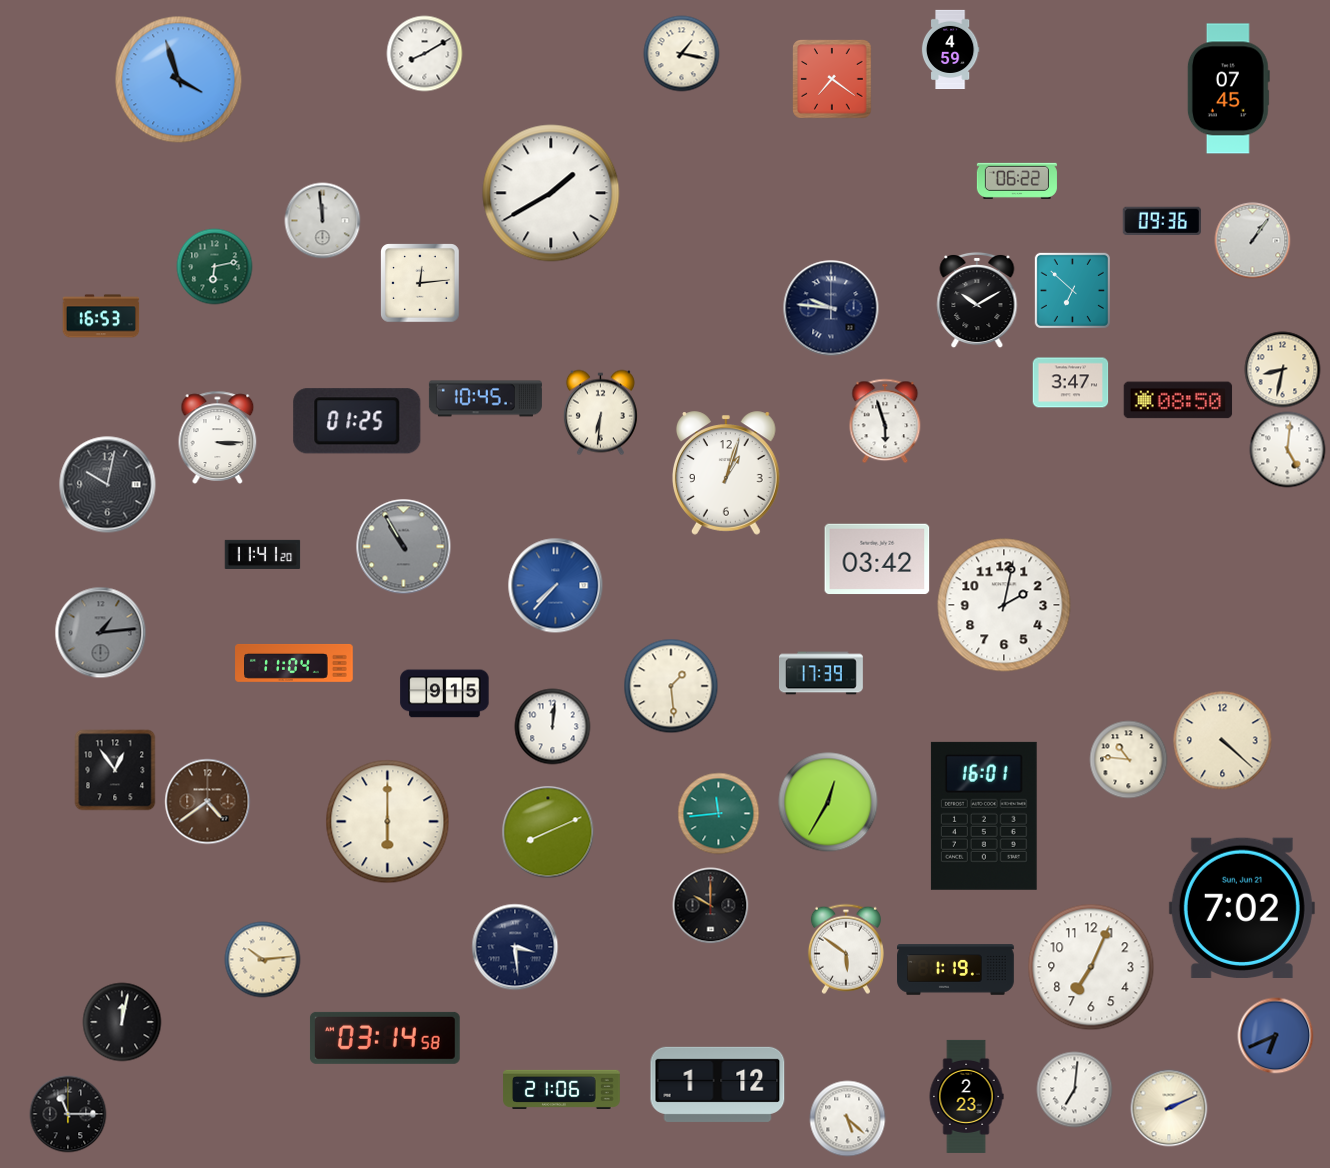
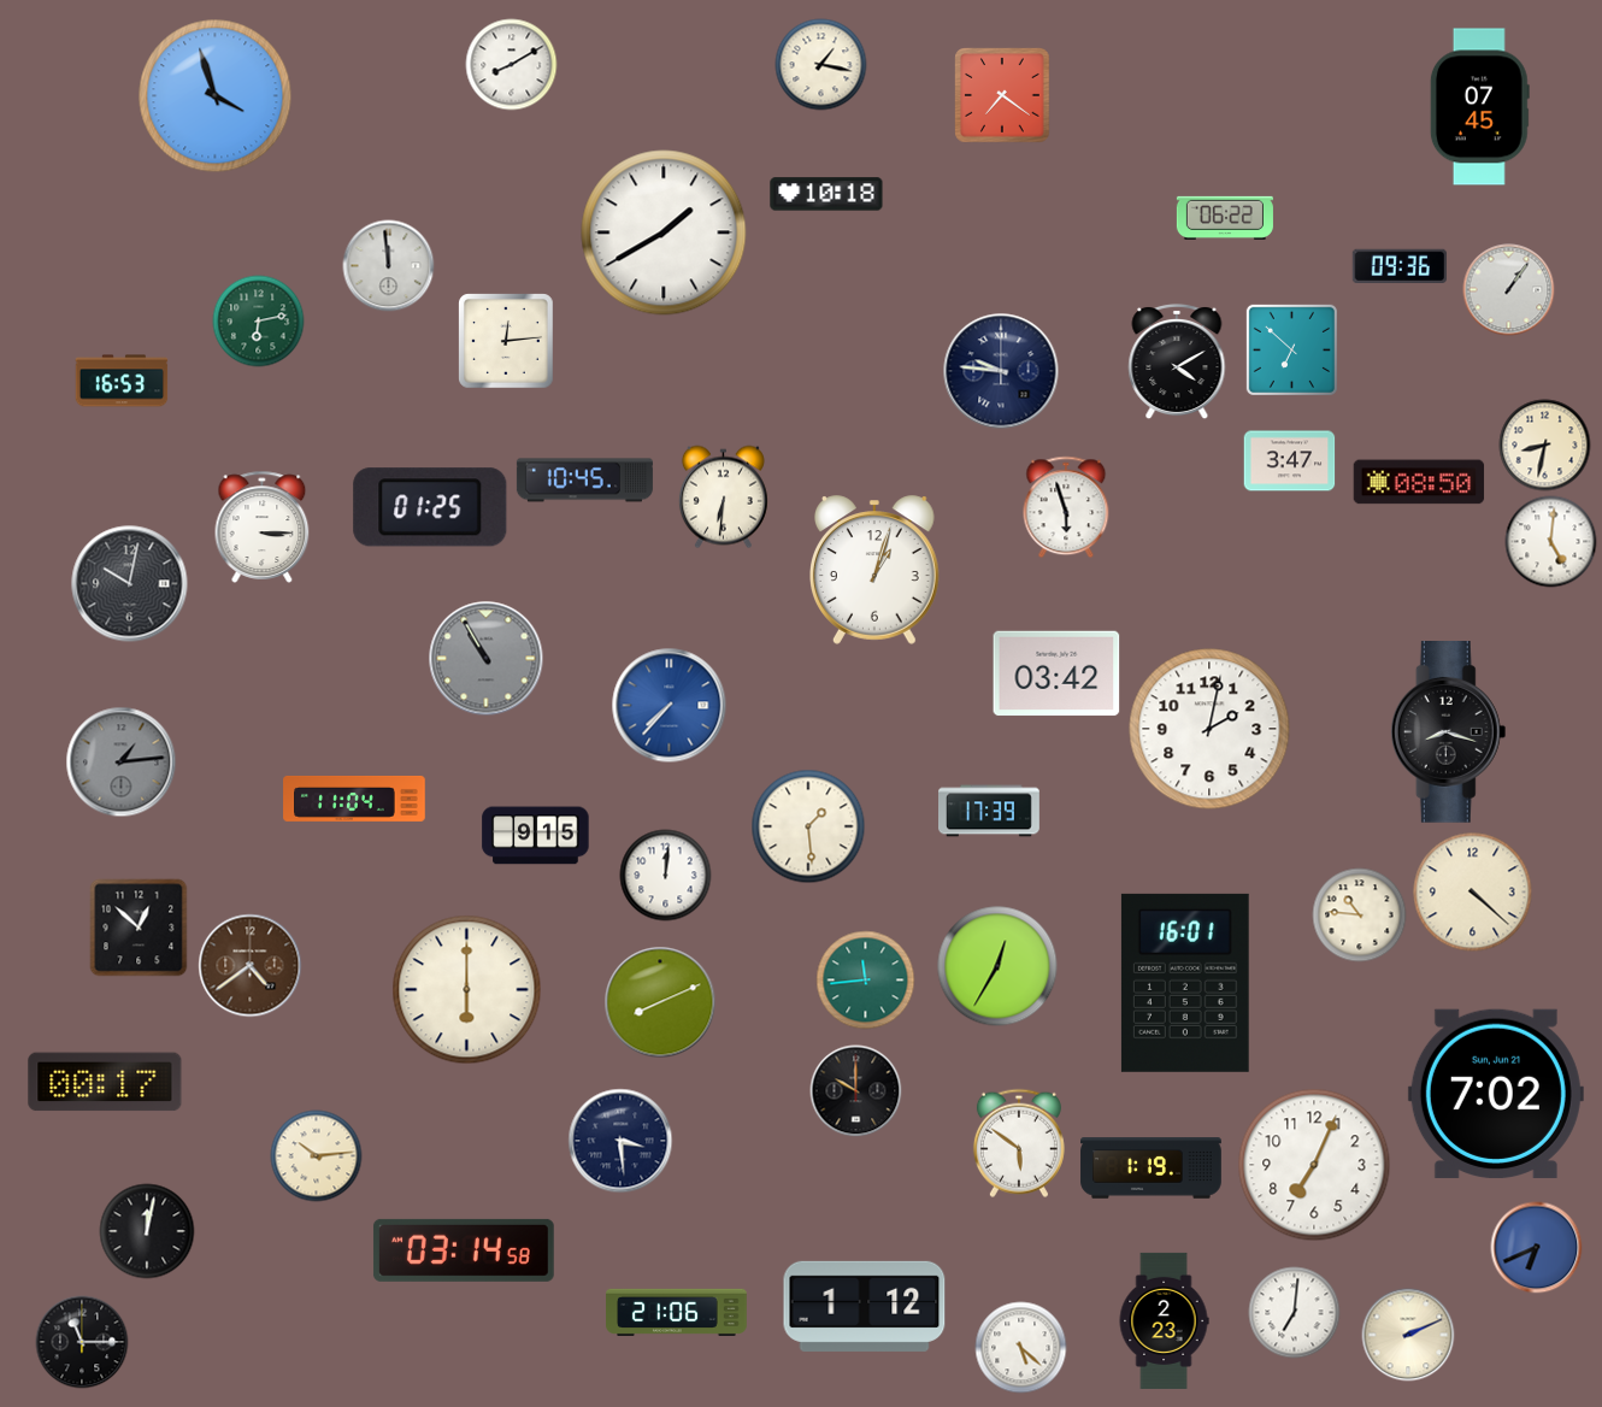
clock at (950, 49): 4:59 -> none
clock at (826, 194): none -> 10:18
clock at (977, 300): 10:10 -> 4:10
clock at (263, 554): 11:41 -> none
clock at (1449, 732): none -> 8:18
clock at (115, 770): 12:54 -> 12:52
clock at (105, 1082): none -> 00:17
